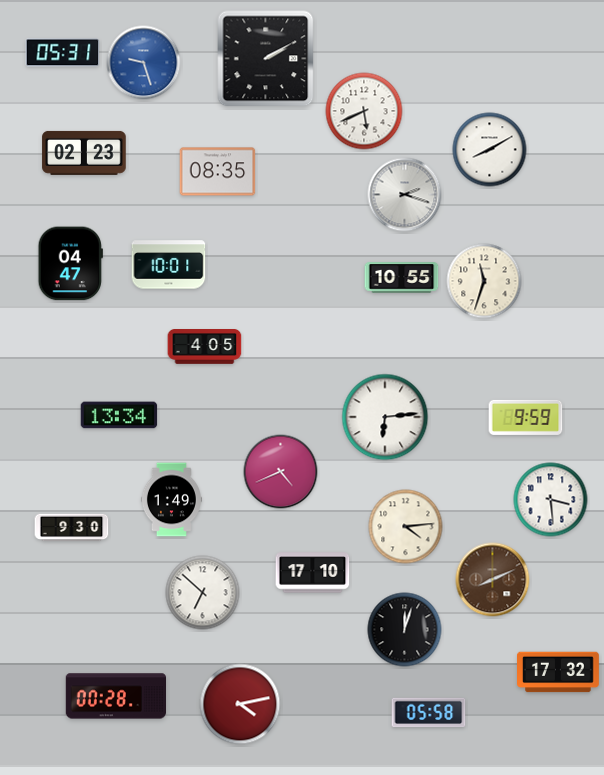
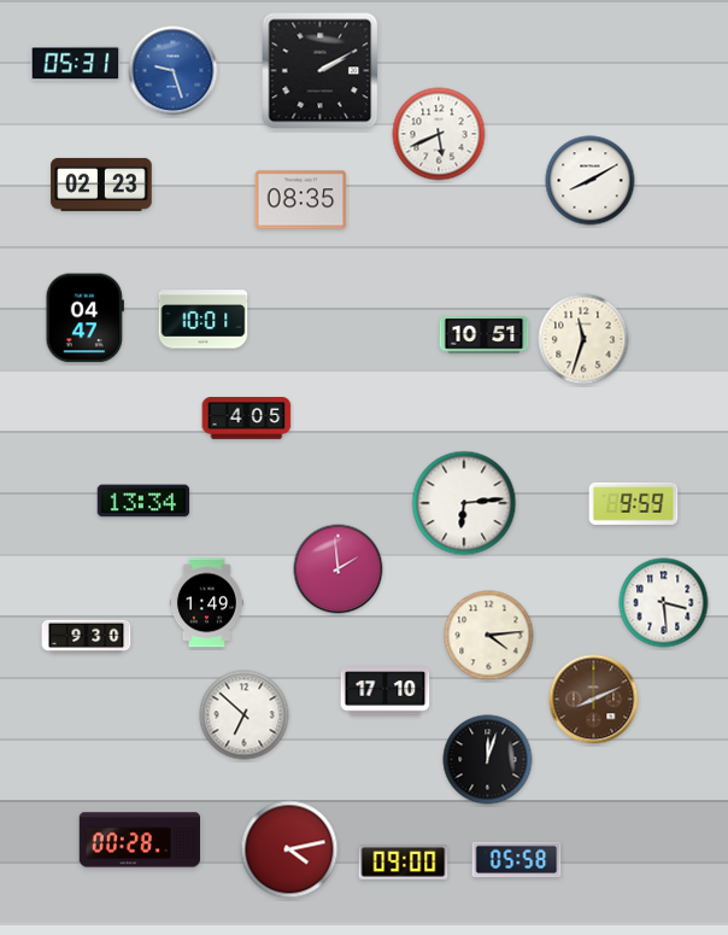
clock at (144, 63) position: (144, 63) -> (174, 71)
clock at (218, 172) position: (218, 172) -> (301, 200)
clock at (405, 195): 2:18 -> none
clock at (402, 278): 10:55 -> 10:51
clock at (281, 472): 4:41 -> 1:59
clock at (313, 573) position: (313, 573) -> (386, 691)
clock at (559, 672): 17:32 -> none
clock at (404, 863): none -> 09:00
